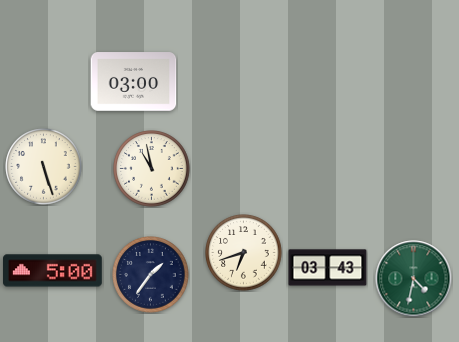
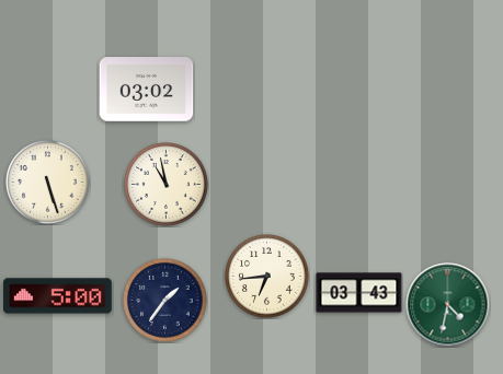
clock at (134, 82): 03:00 -> 03:02
clock at (244, 253): 6:42 -> 6:44
clock at (414, 279) position: (414, 279) -> (448, 305)
